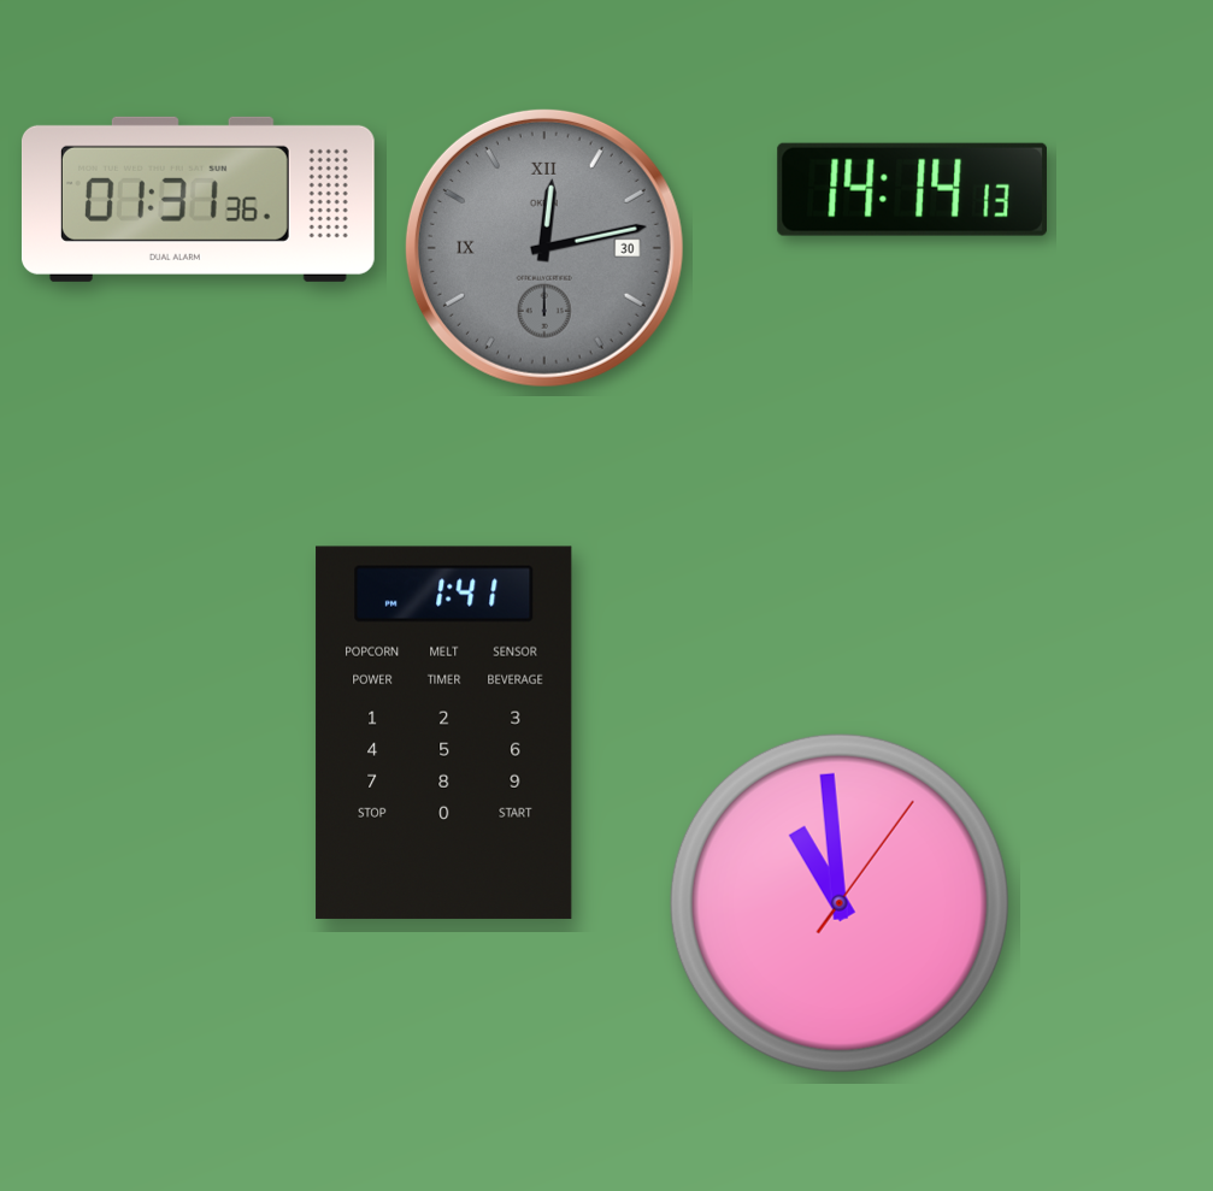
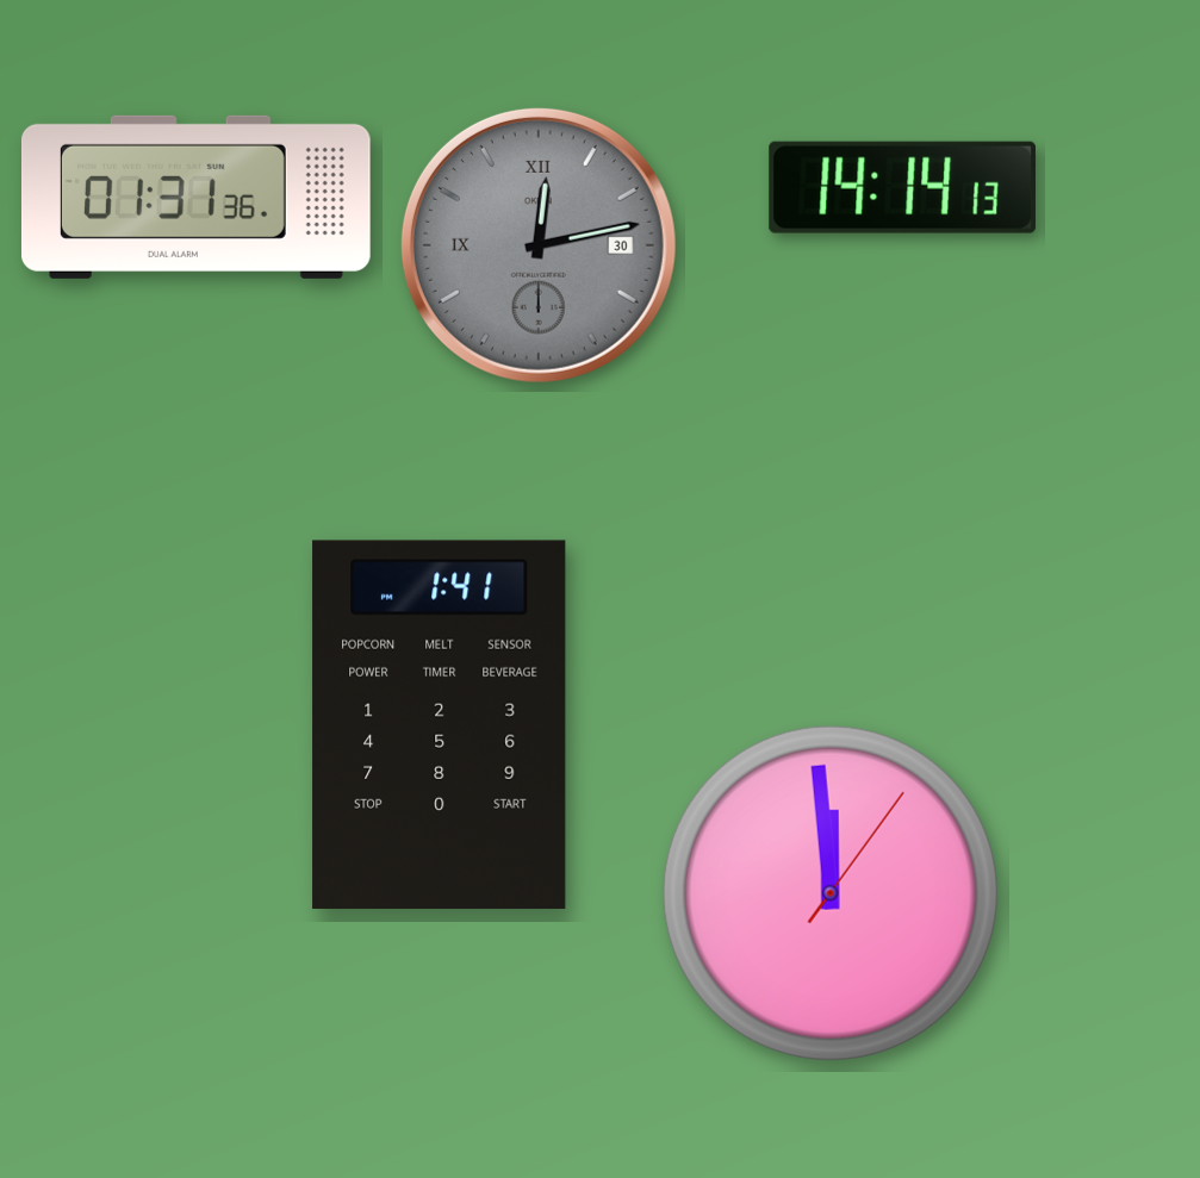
clock at (840, 903): 10:59 -> 11:59
